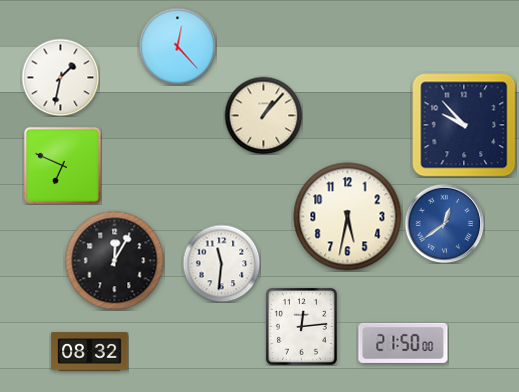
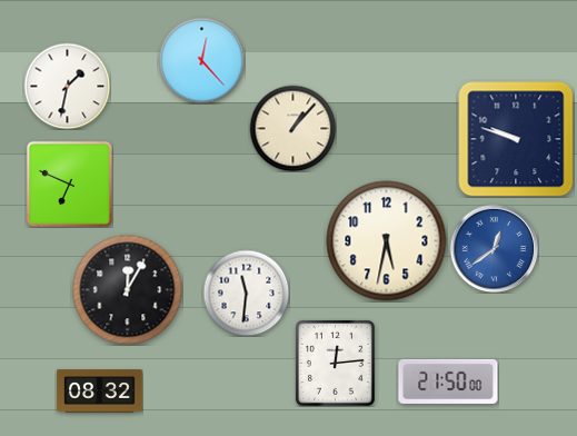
clock at (177, 46) position: (177, 46) -> (201, 60)
clock at (464, 125): 9:53 -> 9:48
